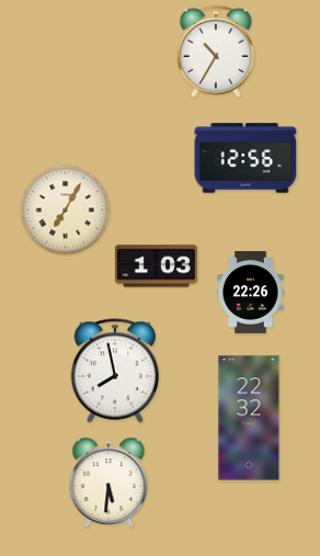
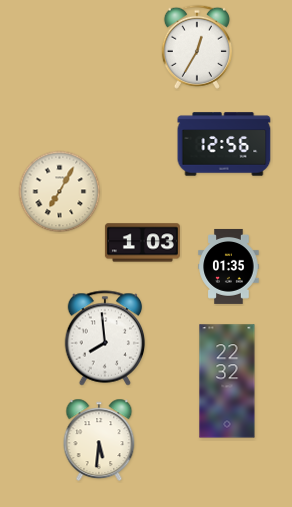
clock at (216, 52): 10:35 -> 12:35
clock at (251, 292): 22:26 -> 01:35
clock at (115, 371): 7:58 -> 7:59
